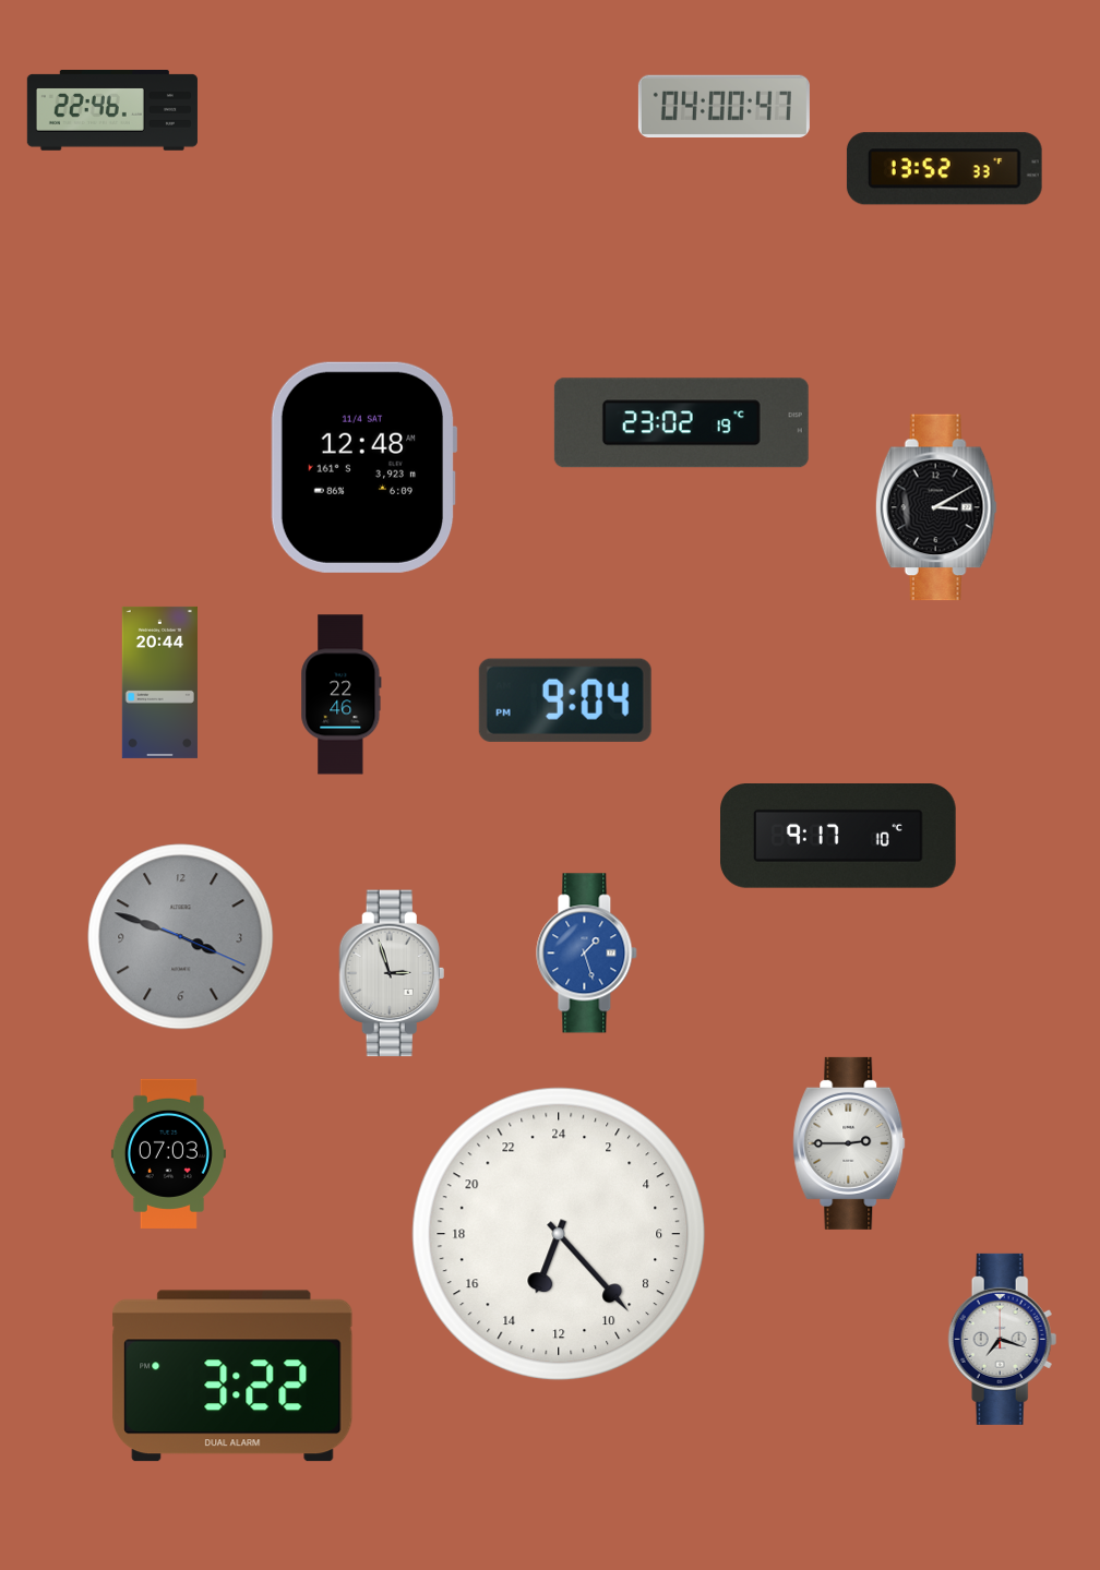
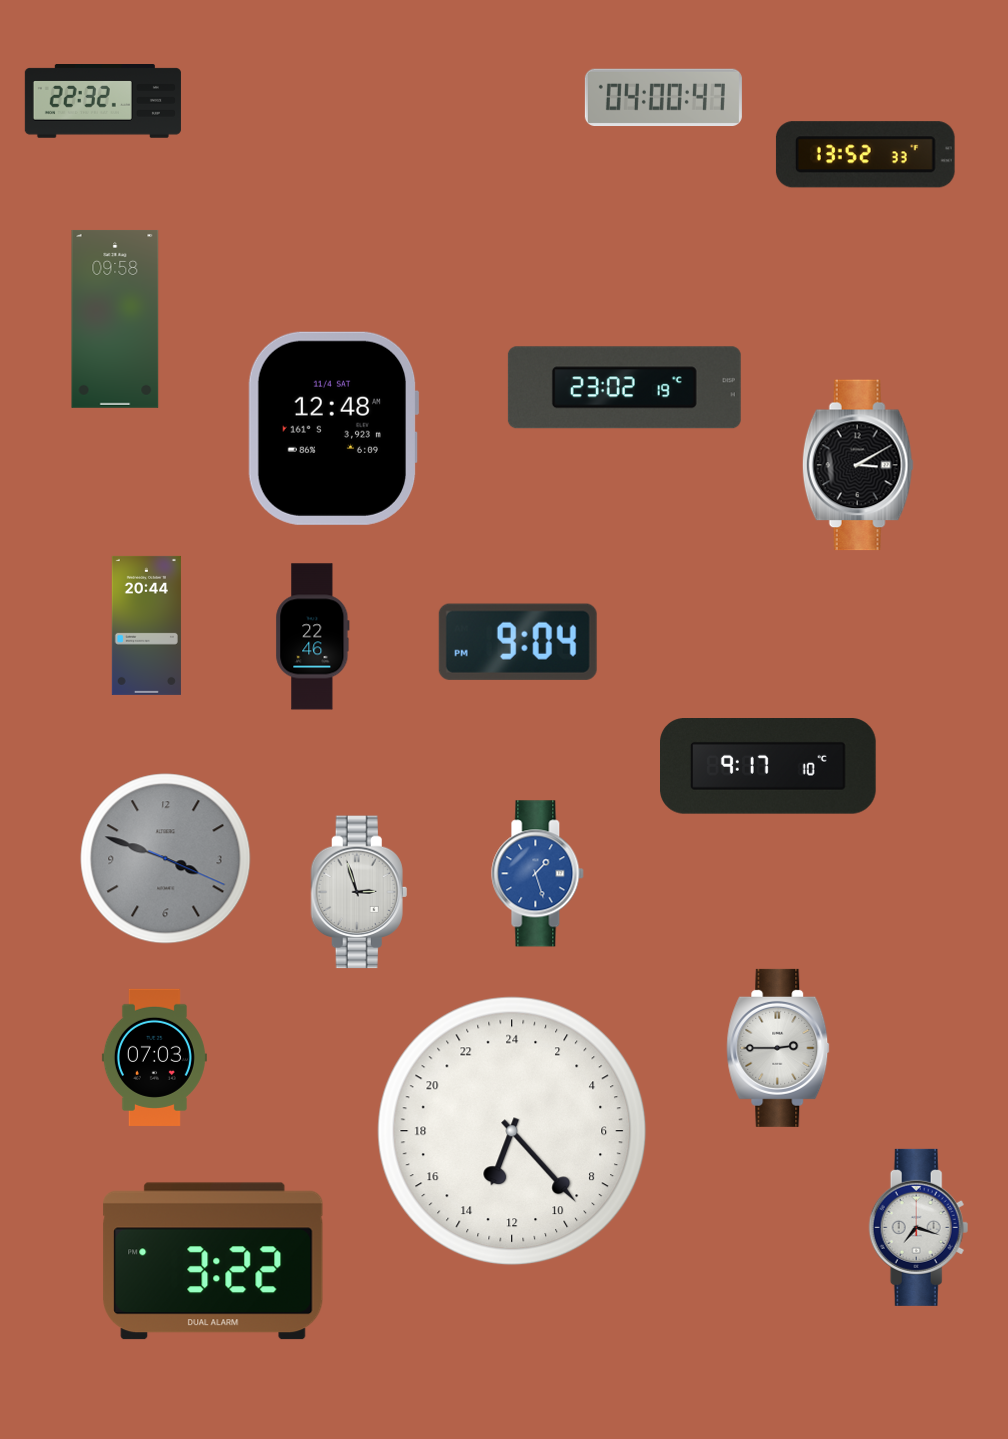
clock at (112, 111): 22:46 -> 22:32
clock at (115, 319): none -> 09:58
